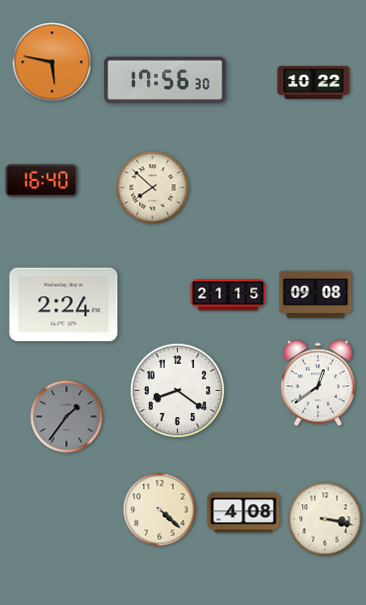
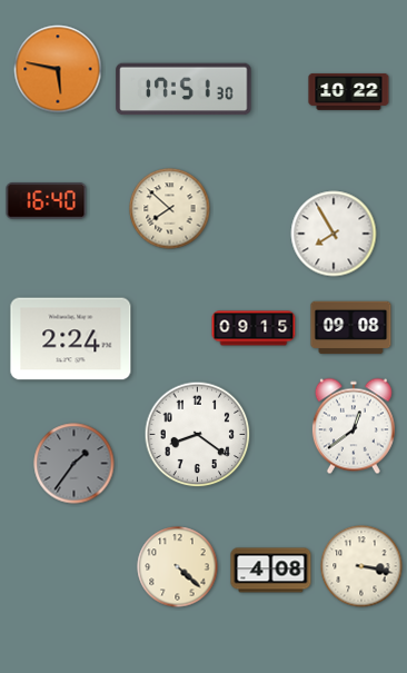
clock at (165, 80): 17:56 -> 17:51
clock at (334, 234): none -> 7:55
clock at (228, 295): 21:15 -> 09:15
clock at (325, 519) position: (325, 519) -> (361, 566)
